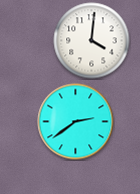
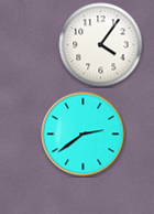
clock at (92, 41): 4:01 -> 4:06
